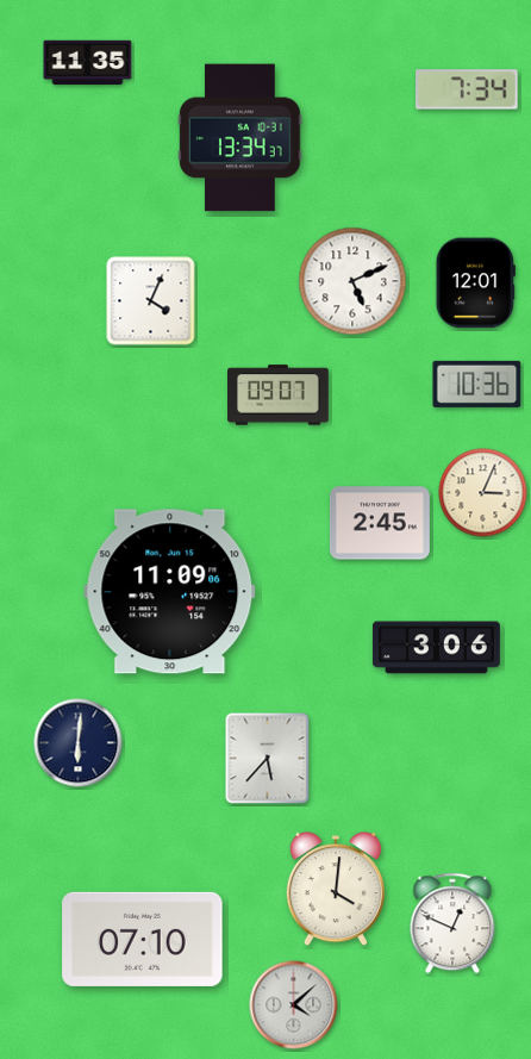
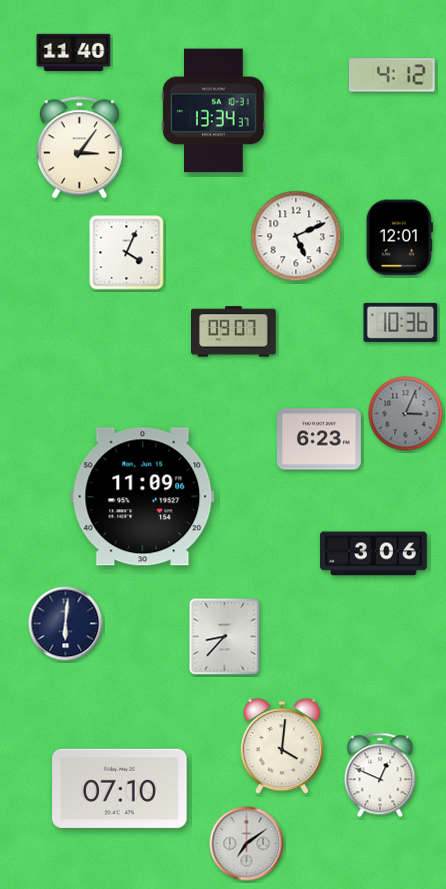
clock at (88, 63): 11:35 -> 11:40
clock at (468, 89): 7:34 -> 4:12
clock at (240, 138) position: (240, 138) -> (214, 111)
clock at (79, 148): none -> 3:06
clock at (483, 493) dial: cream -> grey
clock at (380, 523): 2:45 -> 6:23
clock at (436, 648) position: (436, 648) -> (373, 554)
clock at (268, 759): 5:37 -> 8:37
clock at (294, 1005): 4:08 -> 7:09
